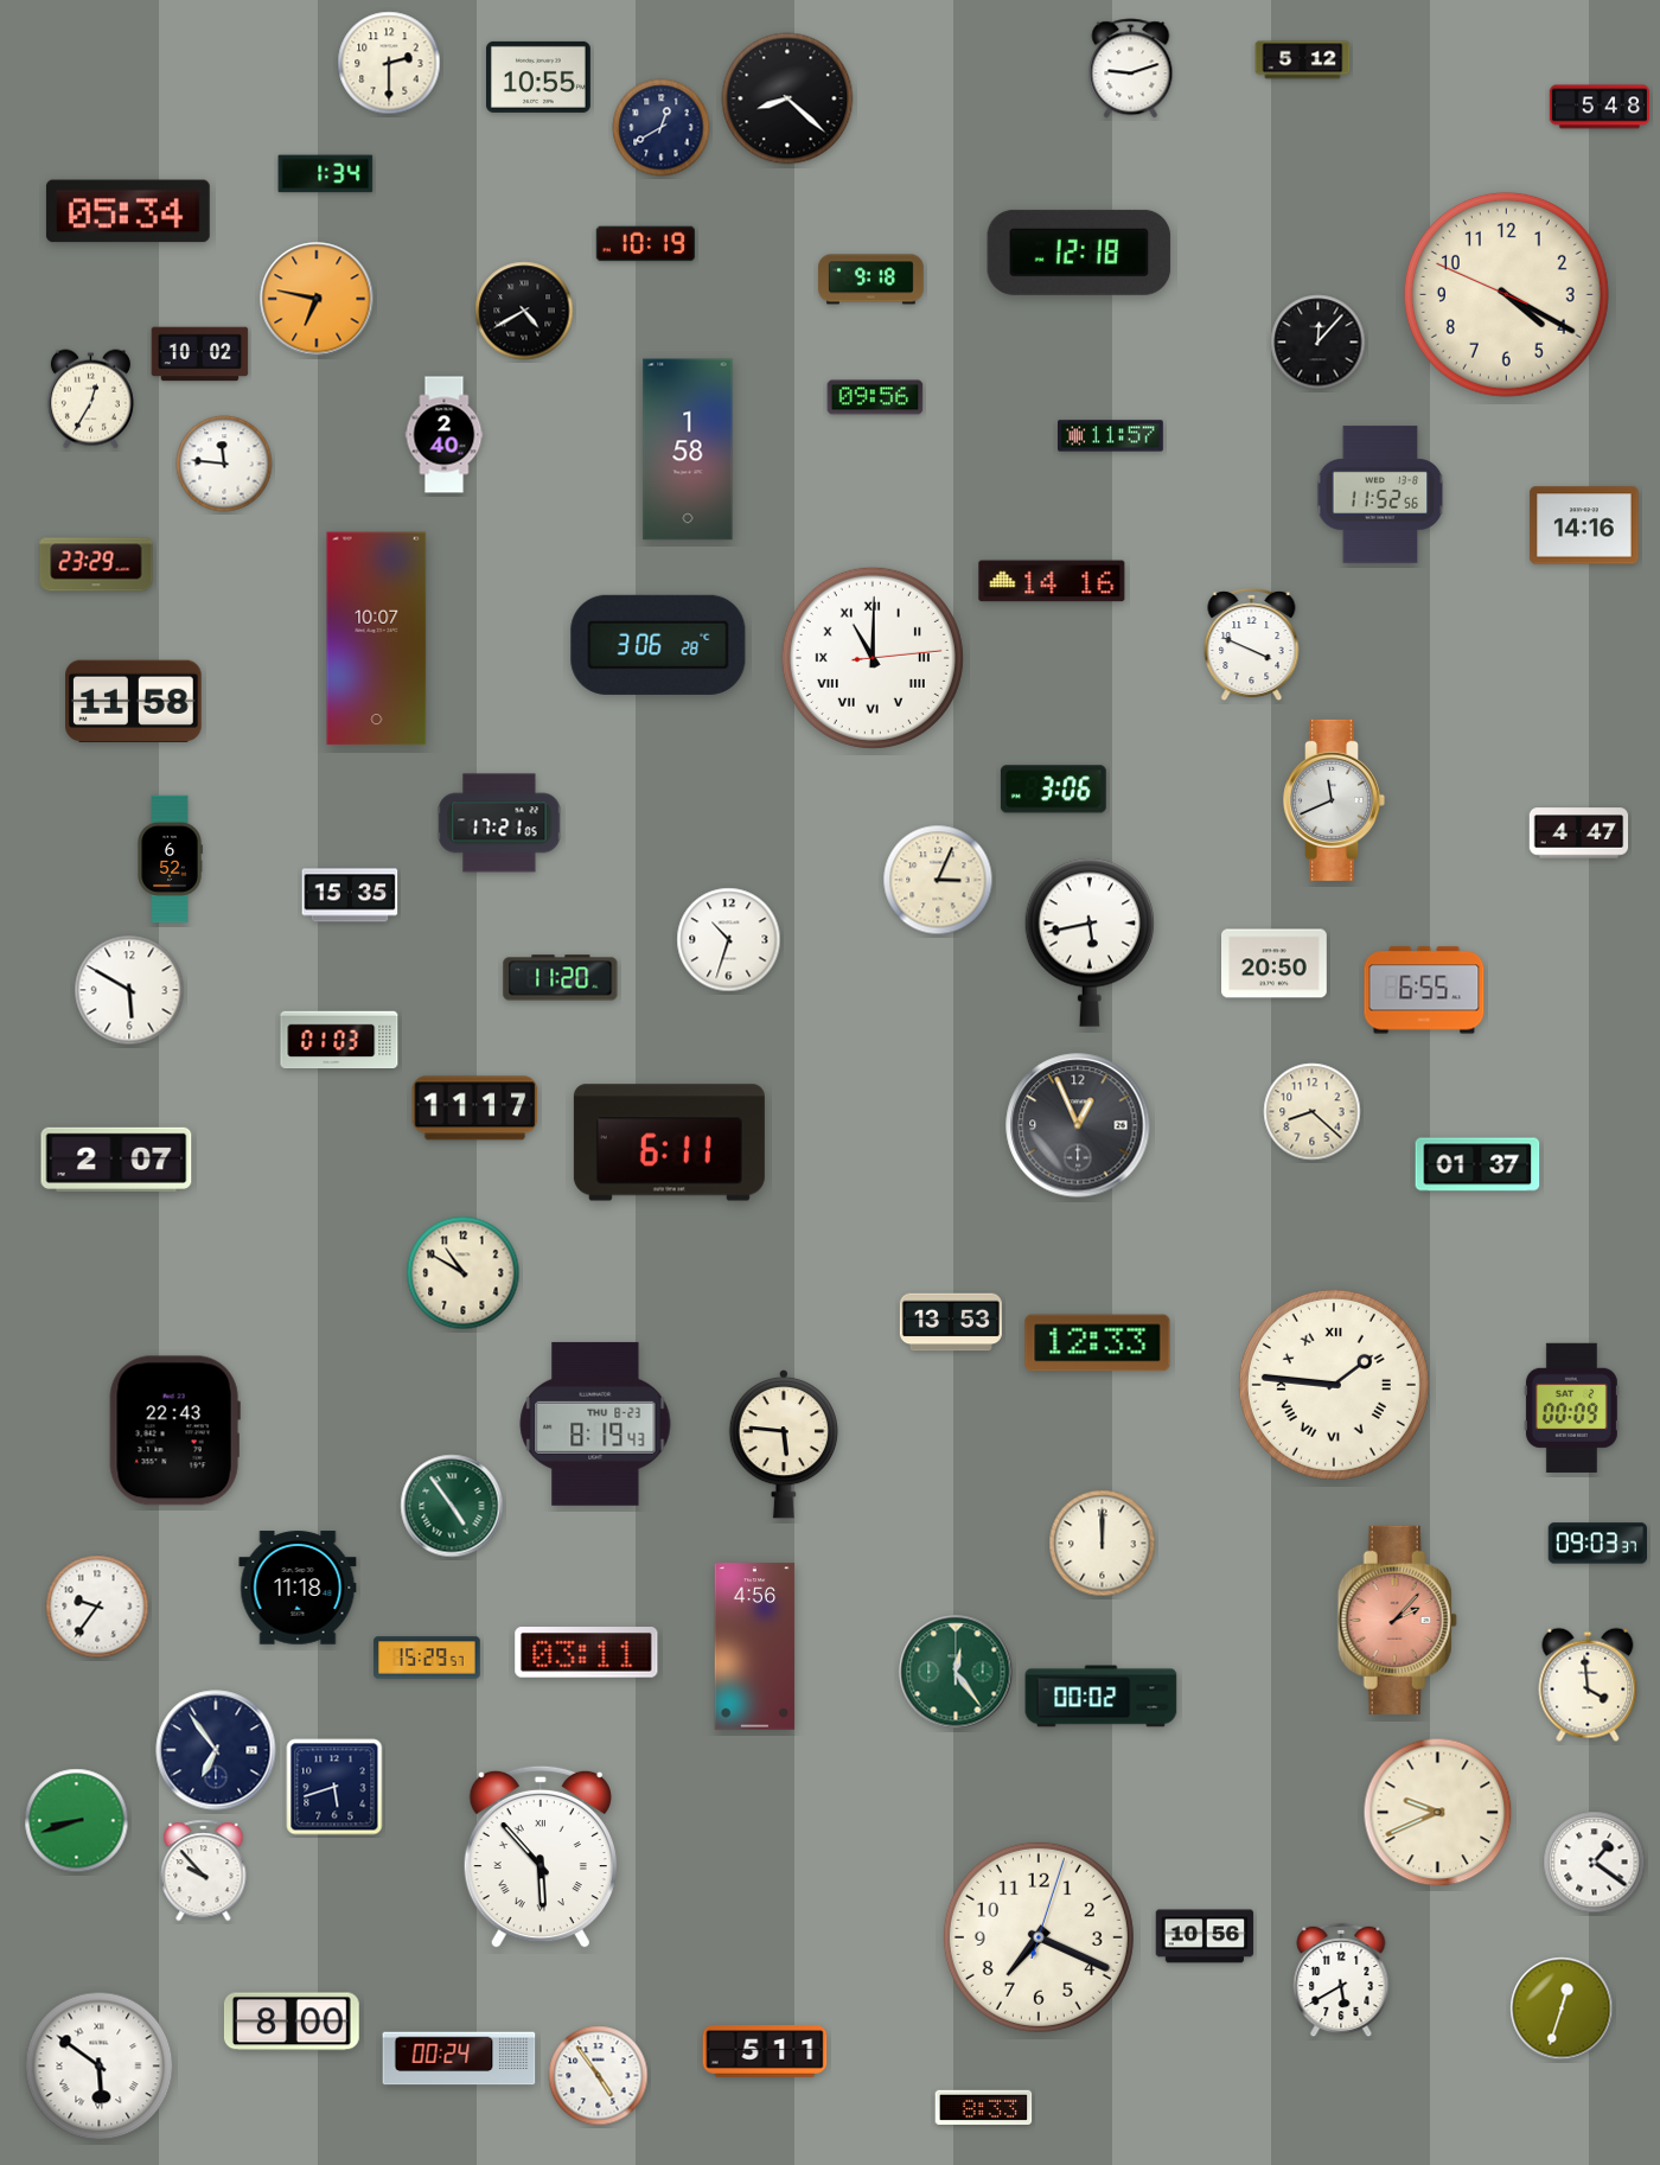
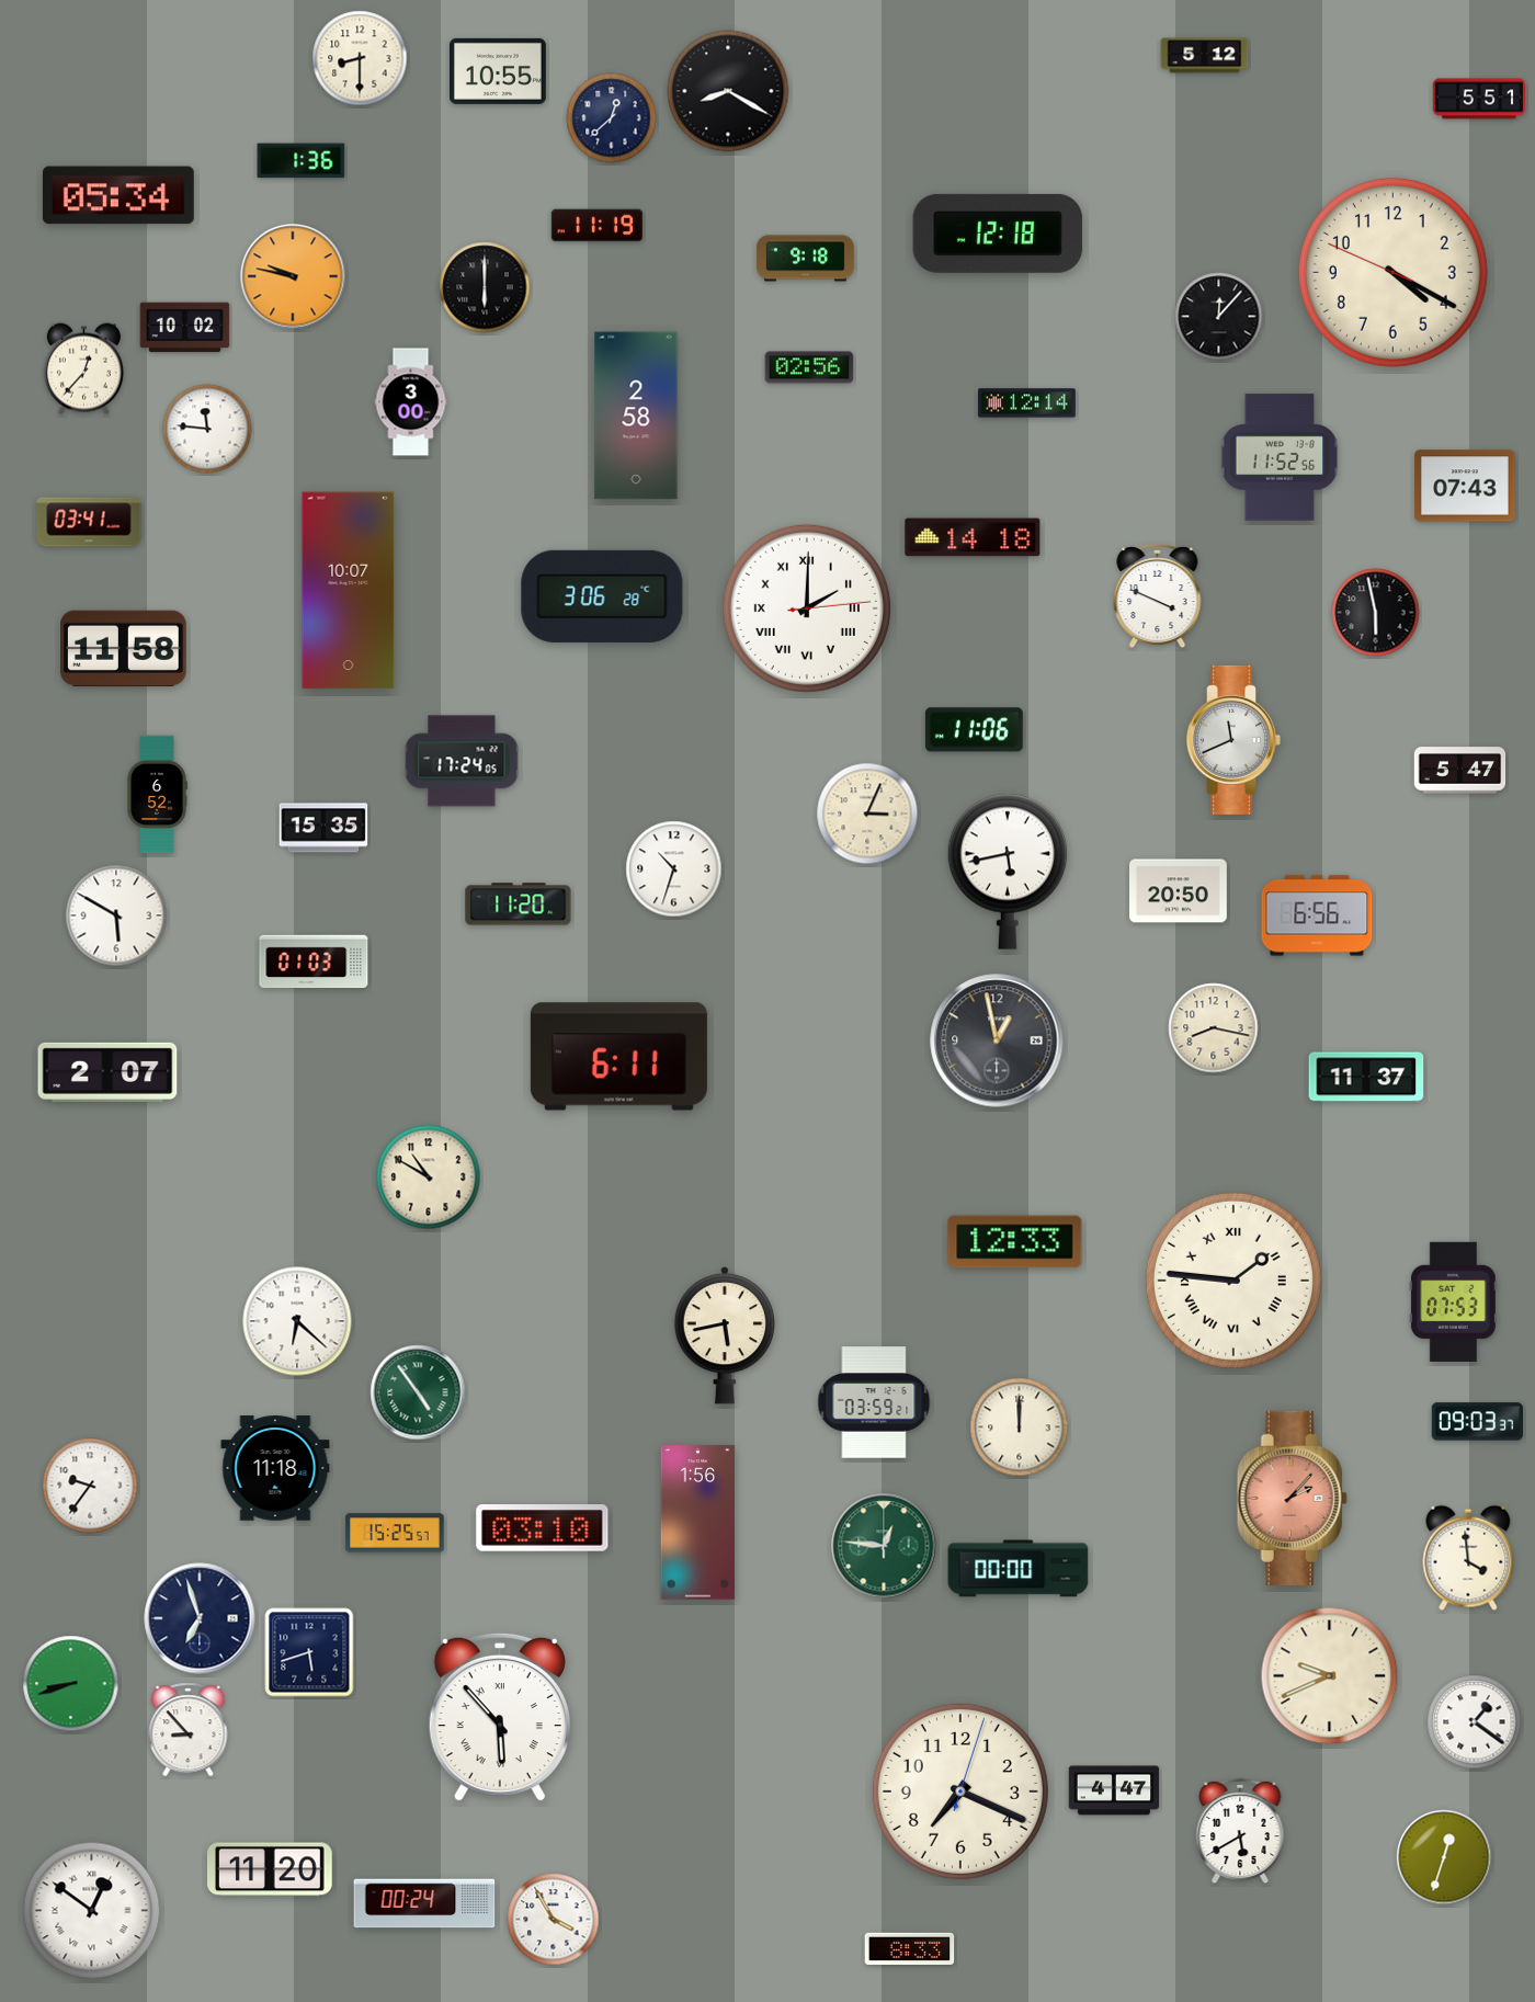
clock at (389, 63): 2:30 -> 8:30
clock at (1131, 69): 9:12 -> none
clock at (787, 98): 8:22 -> 8:20
clock at (1598, 107): 5:48 -> 5:51
clock at (662, 128): 12:40 -> 12:38
clock at (326, 174): 1:34 -> 1:36
clock at (646, 244): 10:19 -> 11:19
clock at (317, 299): 6:47 -> 9:47
clock at (524, 311): 4:40 -> 6:00
clock at (875, 397): 09:56 -> 02:56
clock at (90, 400): 12:35 -> 12:37
clock at (445, 435): 2:40 -> 3:00
clock at (1111, 436): 11:57 -> 12:14
clock at (688, 449): 1:58 -> 2:58
clock at (1380, 494) position: (1380, 494) -> (1280, 457)
clock at (1584, 525): 14:16 -> 07:43
clock at (96, 564): 23:29 -> 03:41
clock at (1052, 581): 14:16 -> 14:18
clock at (658, 645) position: (658, 645) -> (602, 596)
clock at (873, 658): 11:00 -> 2:00
clock at (1376, 613): none -> 5:58
clock at (1053, 790): 3:06 -> 11:06
clock at (499, 823): 17:21 -> 17:24
clock at (1579, 834): 4:47 -> 5:47
clock at (129, 990) position: (129, 990) -> (116, 915)
clock at (1424, 990): 6:55 -> 6:56
clock at (475, 1109): 11:17 -> none
clock at (1313, 1112): 8:22 -> 8:17
clock at (1078, 1125): 12:56 -> 12:58
clock at (1477, 1164): 01:37 -> 11:37
clock at (951, 1322): 13:53 -> none
clock at (1571, 1407): 00:09 -> 07:53
clock at (595, 1424): 8:19 -> none
clock at (297, 1321): none -> 6:22
clock at (174, 1431): 22:43 -> none
clock at (783, 1444): 5:46 -> 5:43
clock at (874, 1402): none -> 03:59
clock at (1597, 1544) position: (1597, 1544) -> (1477, 1422)
clock at (755, 1647): 4:56 -> 1:56
clock at (587, 1653): 03:11 -> 03:10
clock at (427, 1658): 15:29 -> 15:25
clock at (956, 1672): 12:24 -> 12:46
clock at (1102, 1697): 00:02 -> 00:00
clock at (216, 1750): 6:54 -> 6:57
clock at (204, 1871): 9:53 -> 8:53
clock at (1205, 1936): 10:56 -> 4:47
clock at (292, 2022): 8:00 -> 11:20
clock at (765, 2051): 5:11 -> none
clock at (100, 2067): 5:51 -> 12:51
clock at (599, 2076): 4:54 -> 3:55
